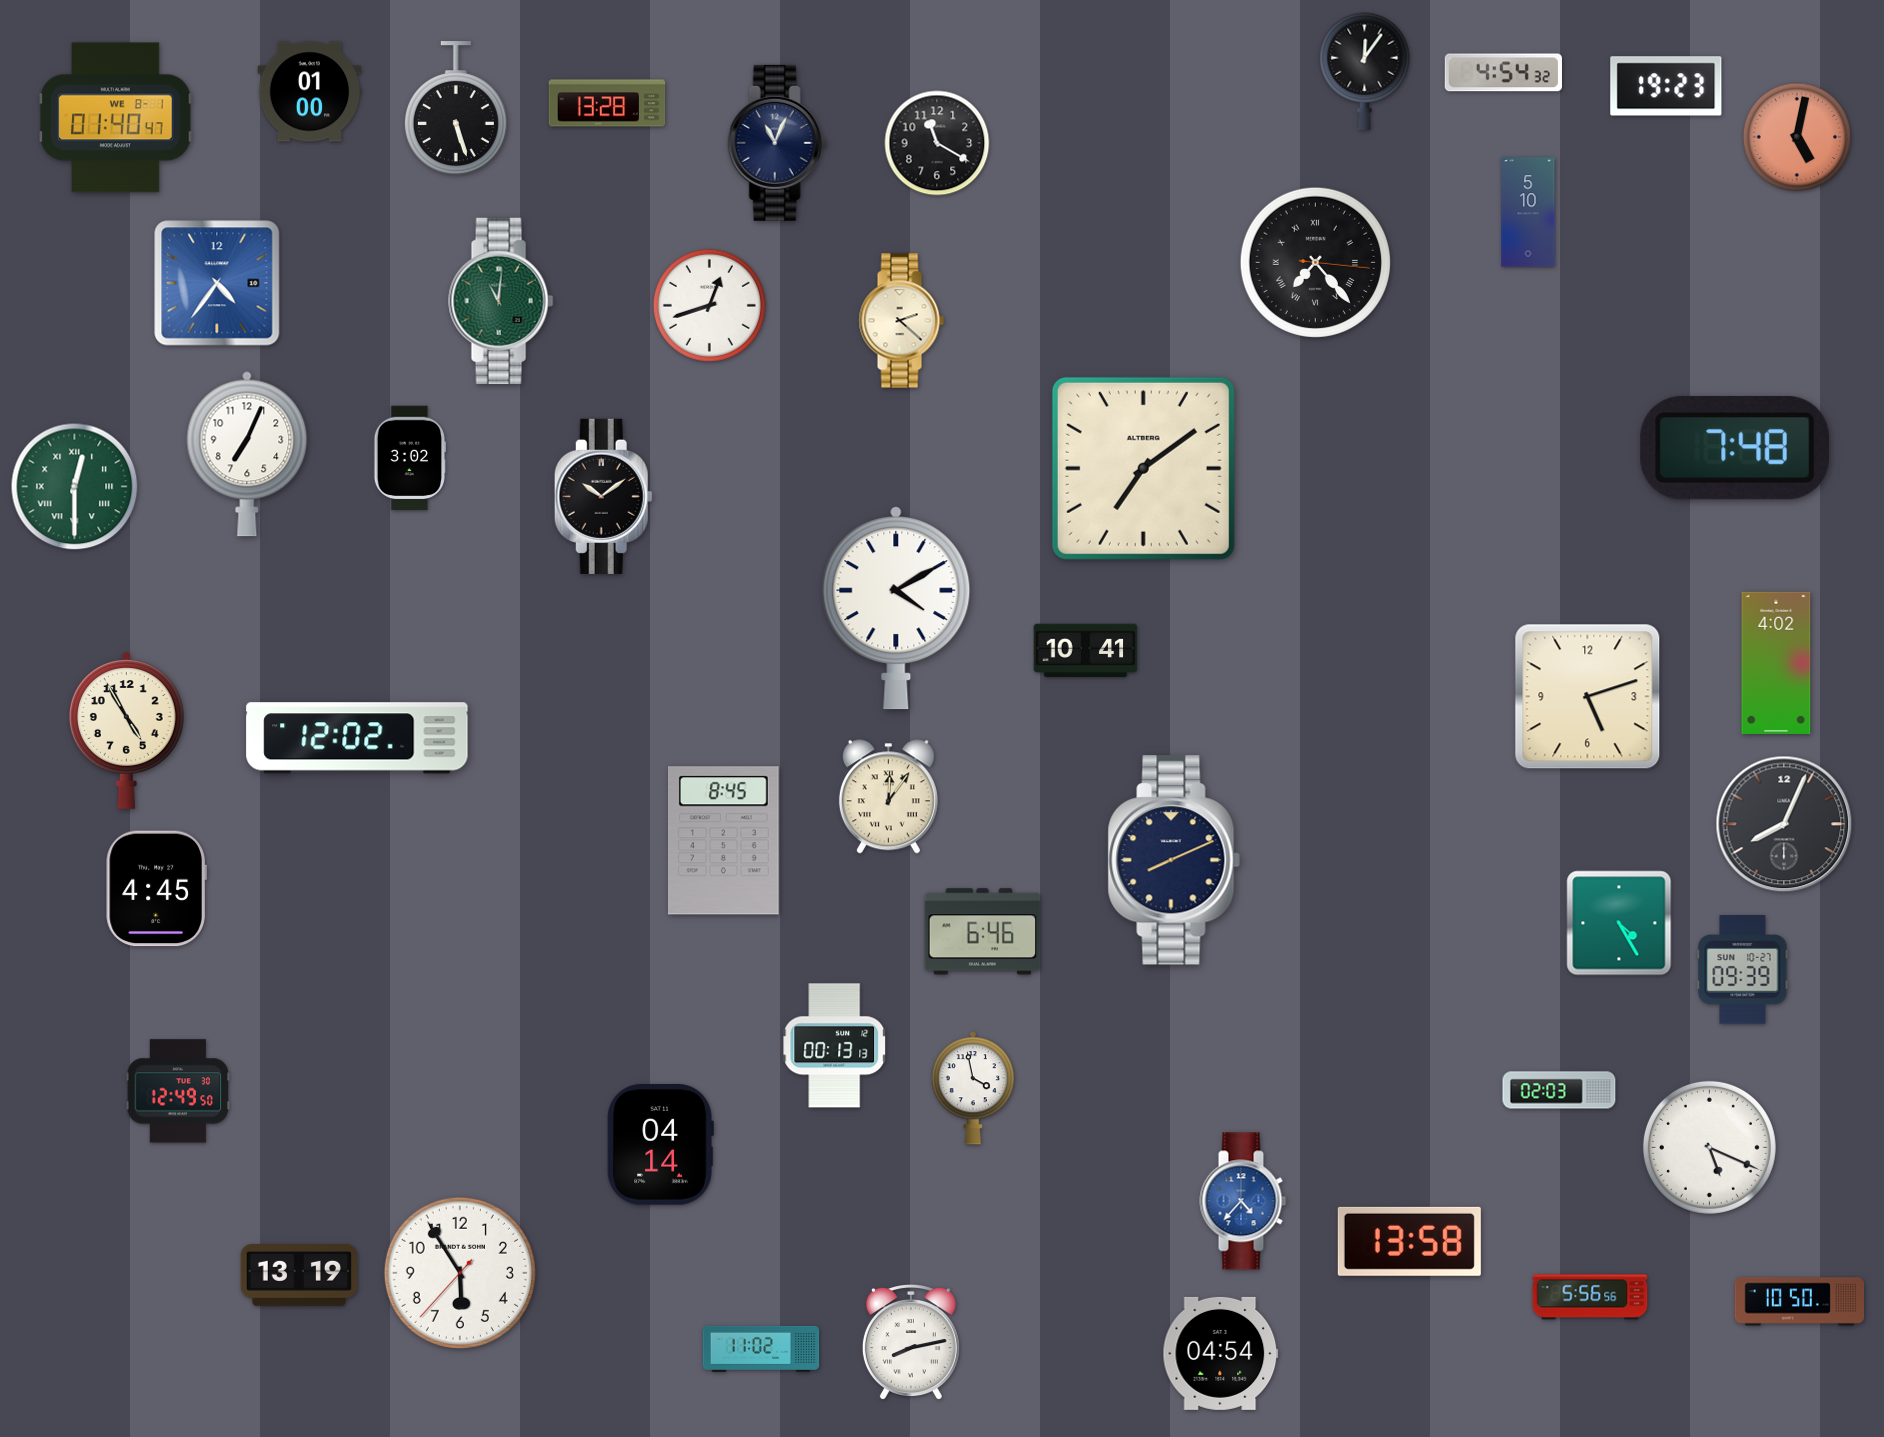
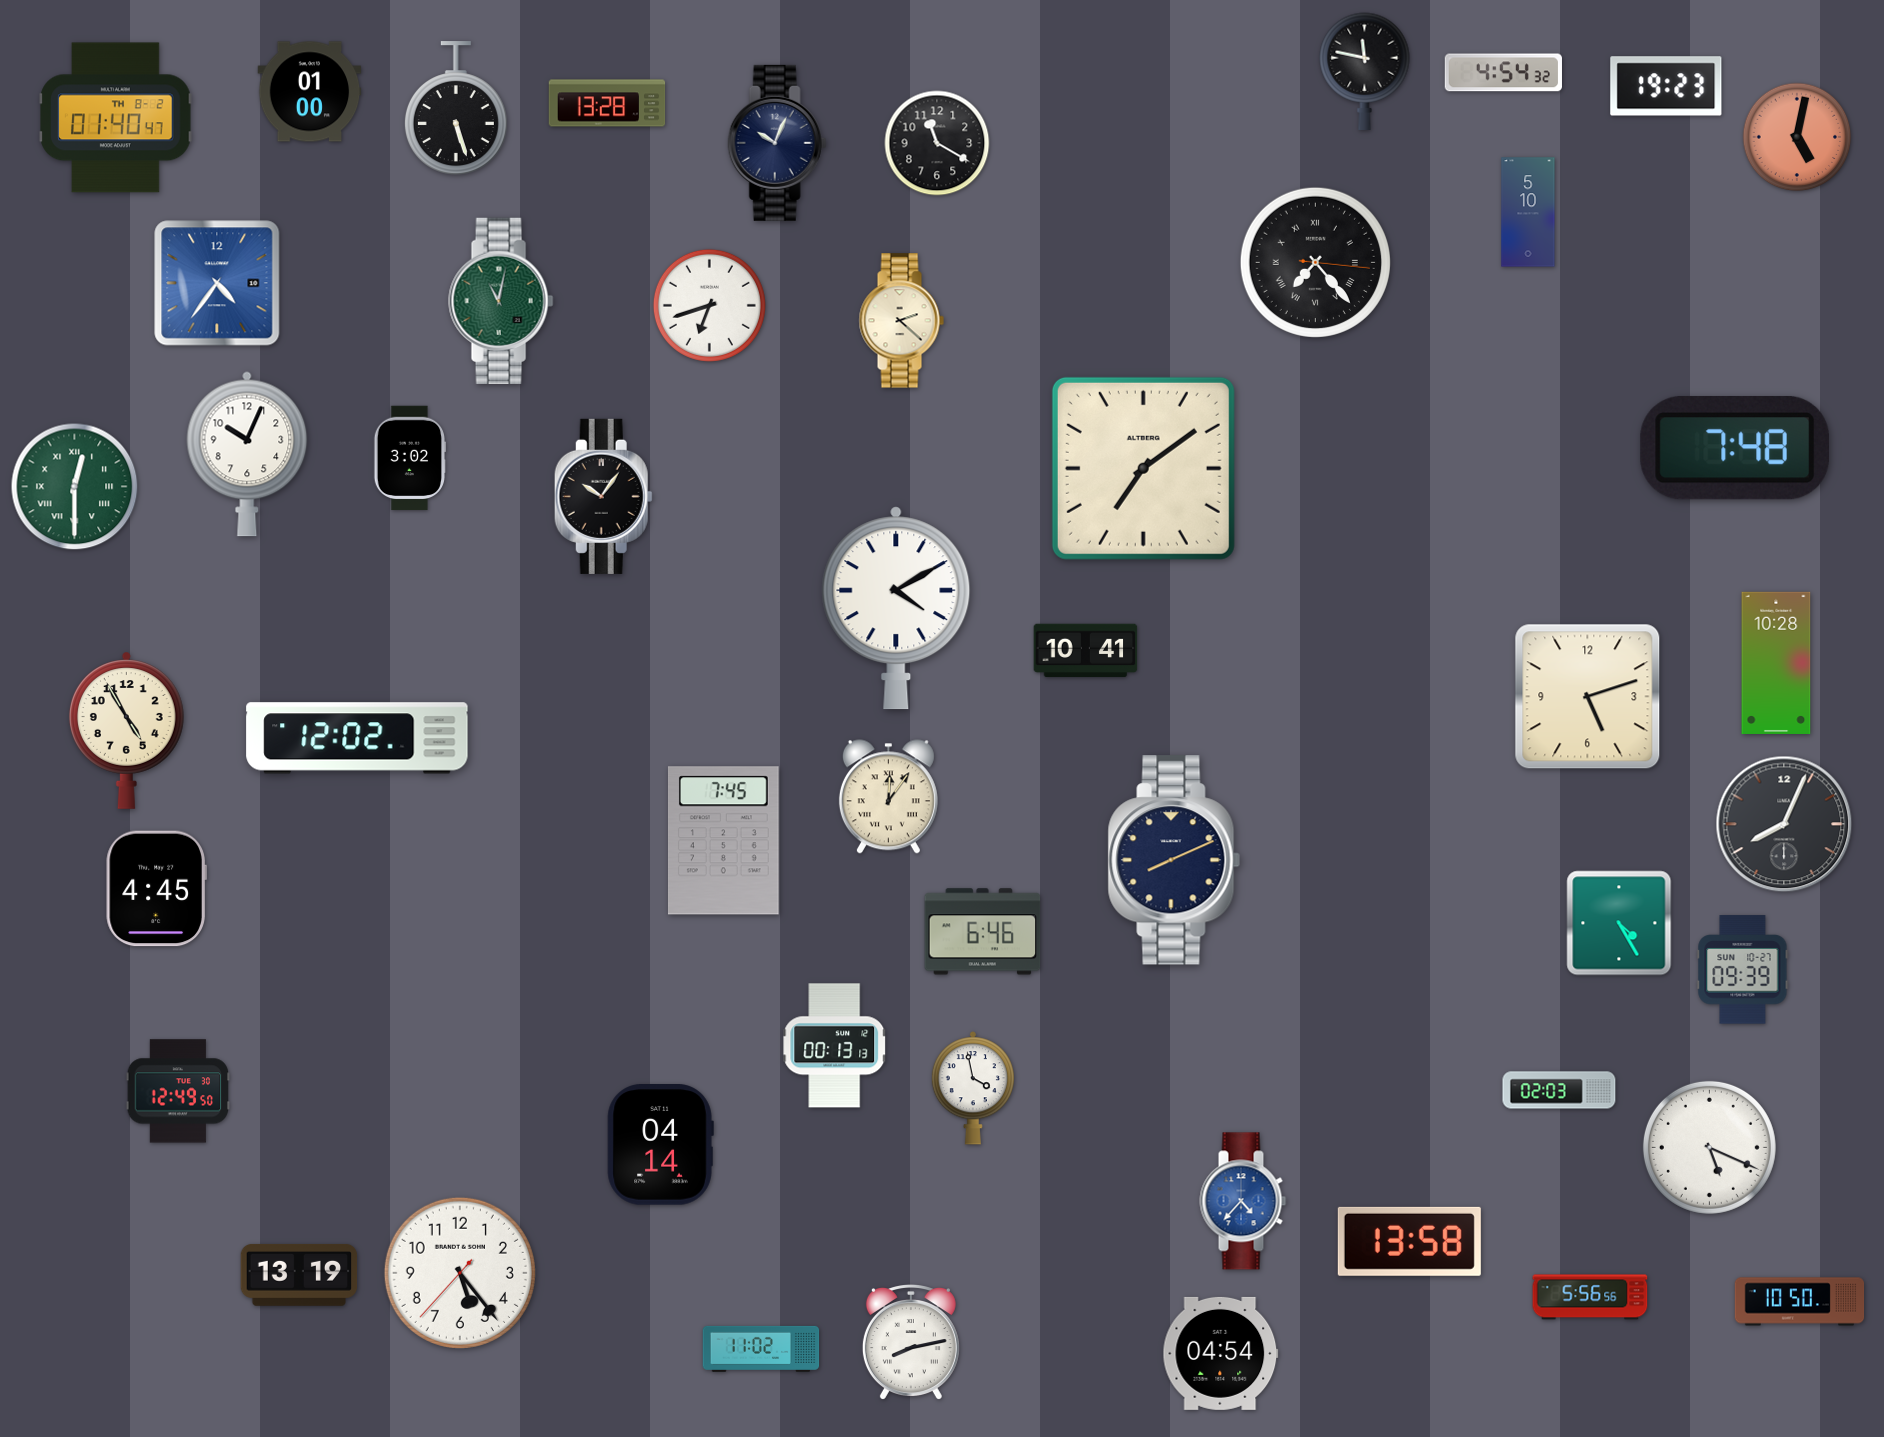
clock at (1365, 71): 12:06 -> 11:47
clock at (116, 118) date: WE 8-1 -> TH 8-2
clock at (777, 143): 11:04 -> 10:04
clock at (501, 300): 11:01 -> 11:02
clock at (709, 305): 12:42 -> 6:42
clock at (247, 454): 7:04 -> 10:04
clock at (603, 496): 10:09 -> 10:06
clock at (1776, 663): 4:02 -> 10:28
clock at (723, 841): 8:45 -> 7:45
clock at (460, 1273): 5:54 -> 5:23
